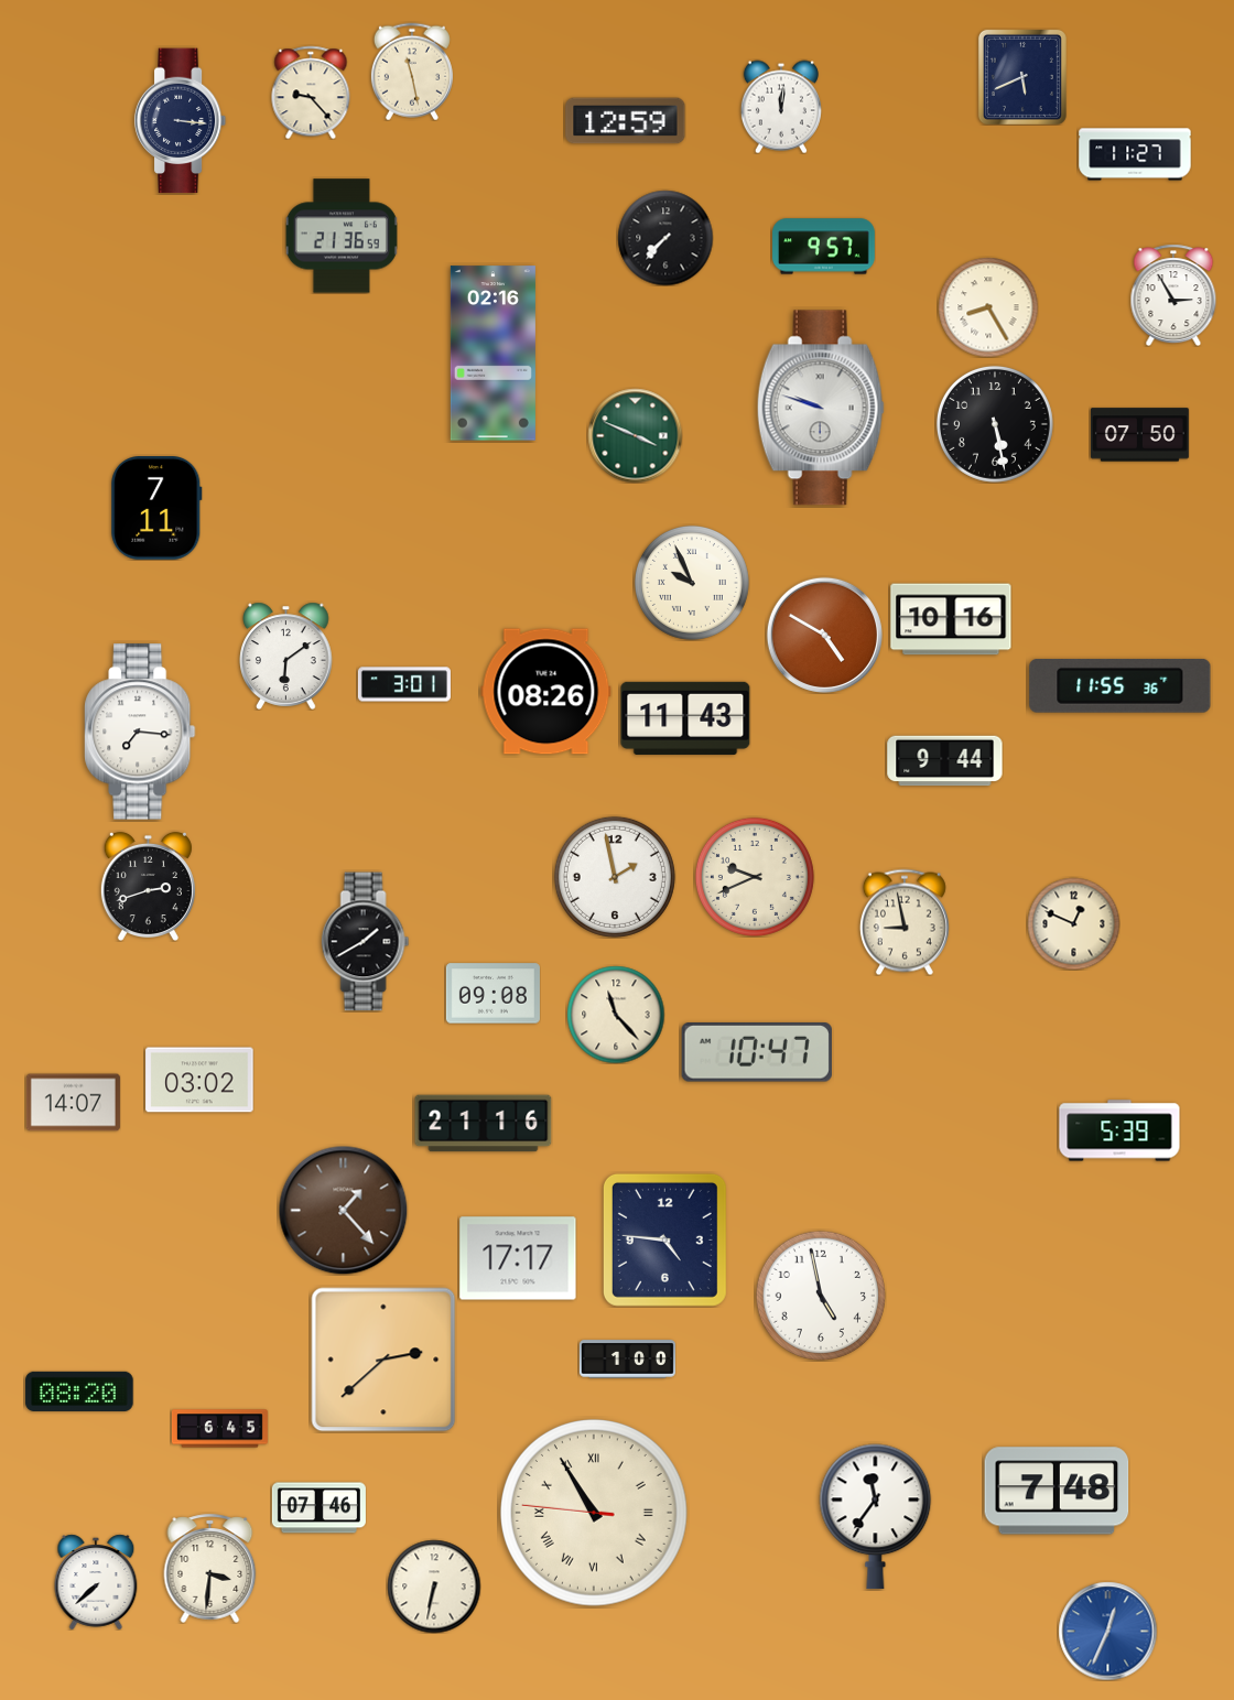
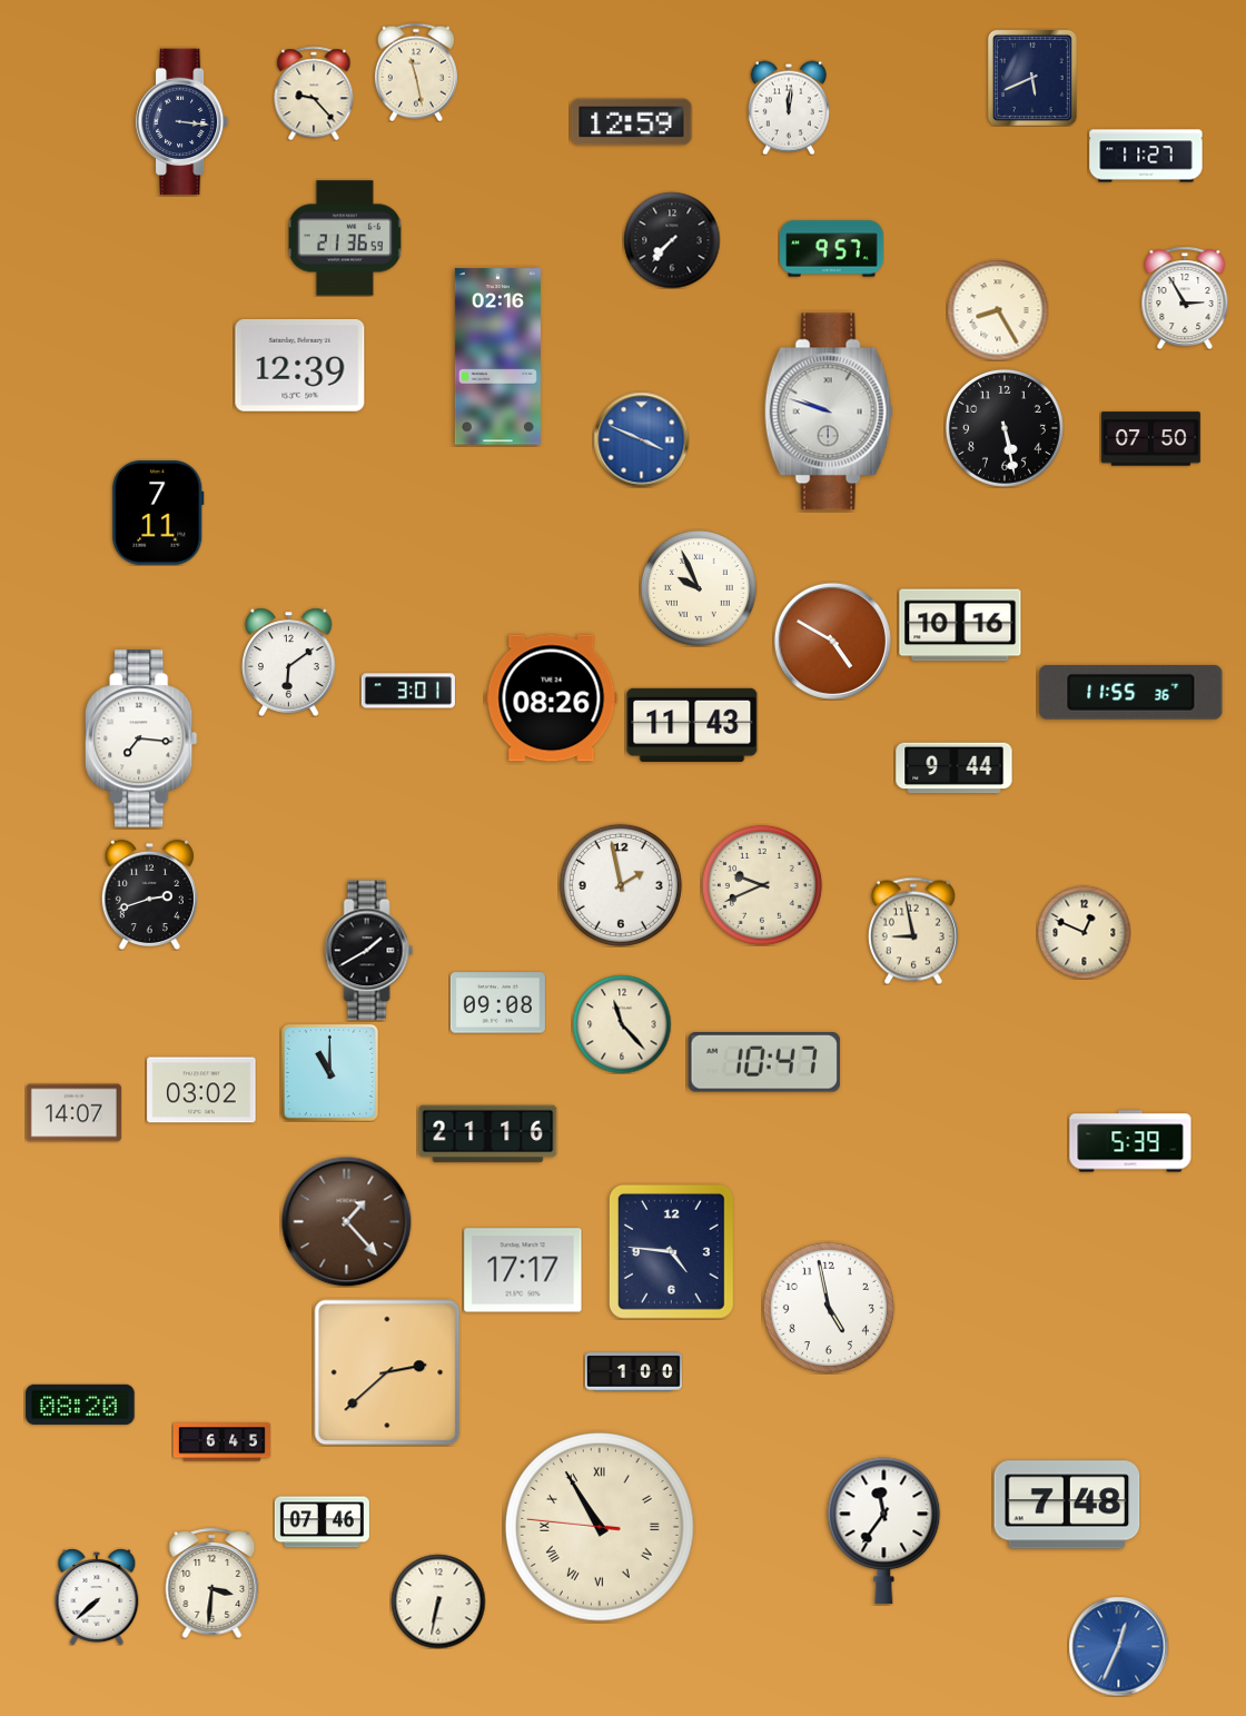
clock at (300, 365): none -> 12:39
clock at (635, 435) dial: green -> blue
clock at (329, 1072): none -> 11:00
